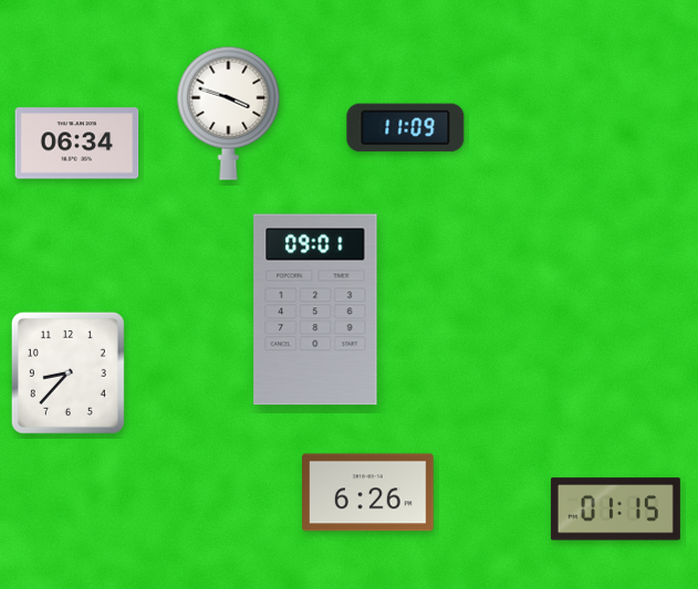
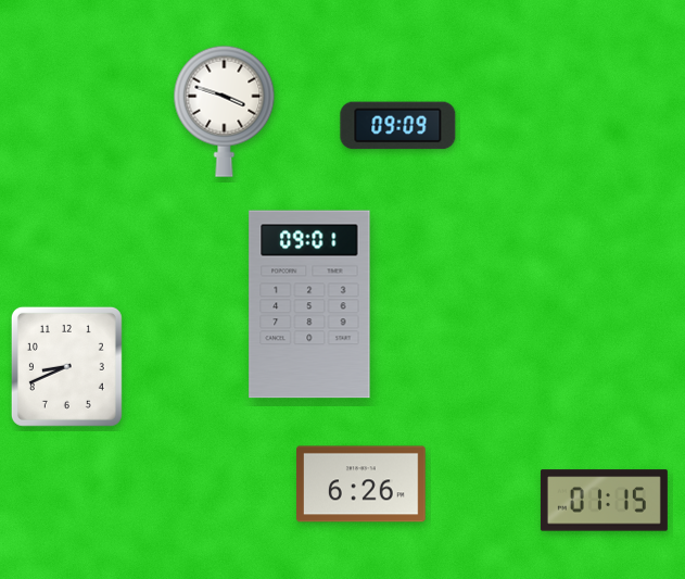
clock at (406, 128): 11:09 -> 09:09
clock at (77, 144): 06:34 -> none
clock at (67, 372): 8:37 -> 8:41
